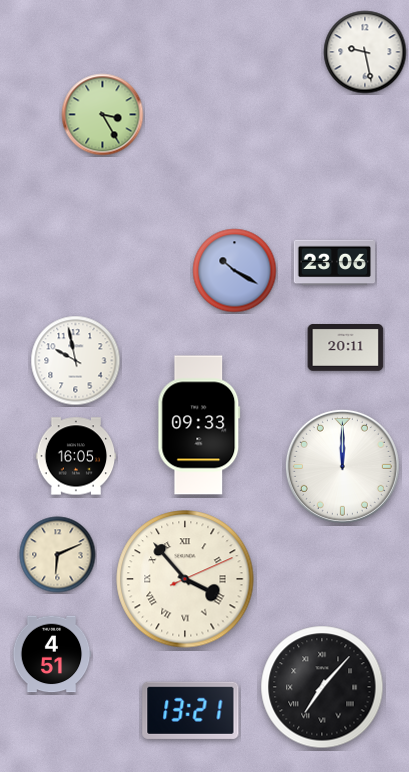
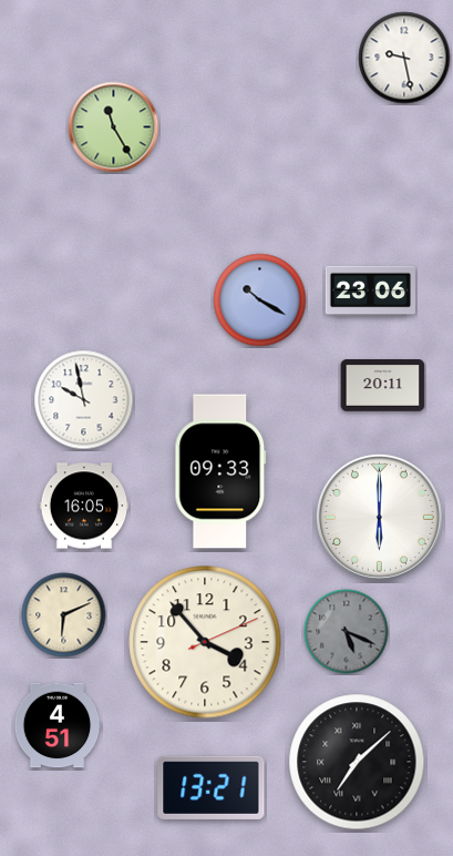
clock at (103, 115): 3:25 -> 11:25
clock at (342, 466): 12:00 -> 6:00
clock at (347, 632): none -> 5:19
clock at (185, 579) numerals: Roman -> Arabic
clock at (322, 687): 7:07 -> 7:08
